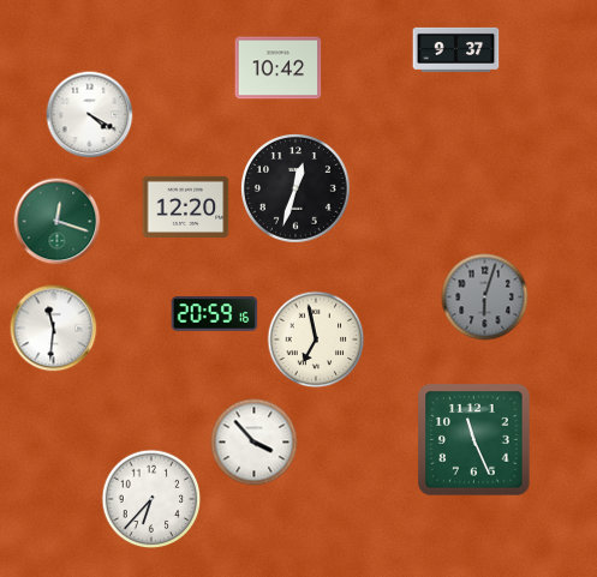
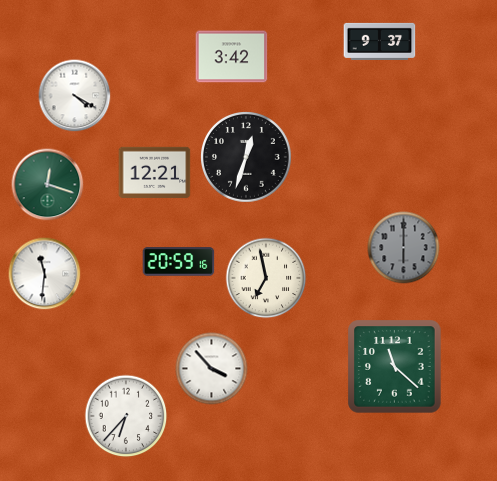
clock at (279, 68): 10:42 -> 3:42
clock at (186, 206): 12:20 -> 12:21
clock at (485, 297): 6:03 -> 6:00
clock at (316, 339) position: (316, 339) -> (266, 278)
clock at (474, 440): 11:26 -> 11:22
